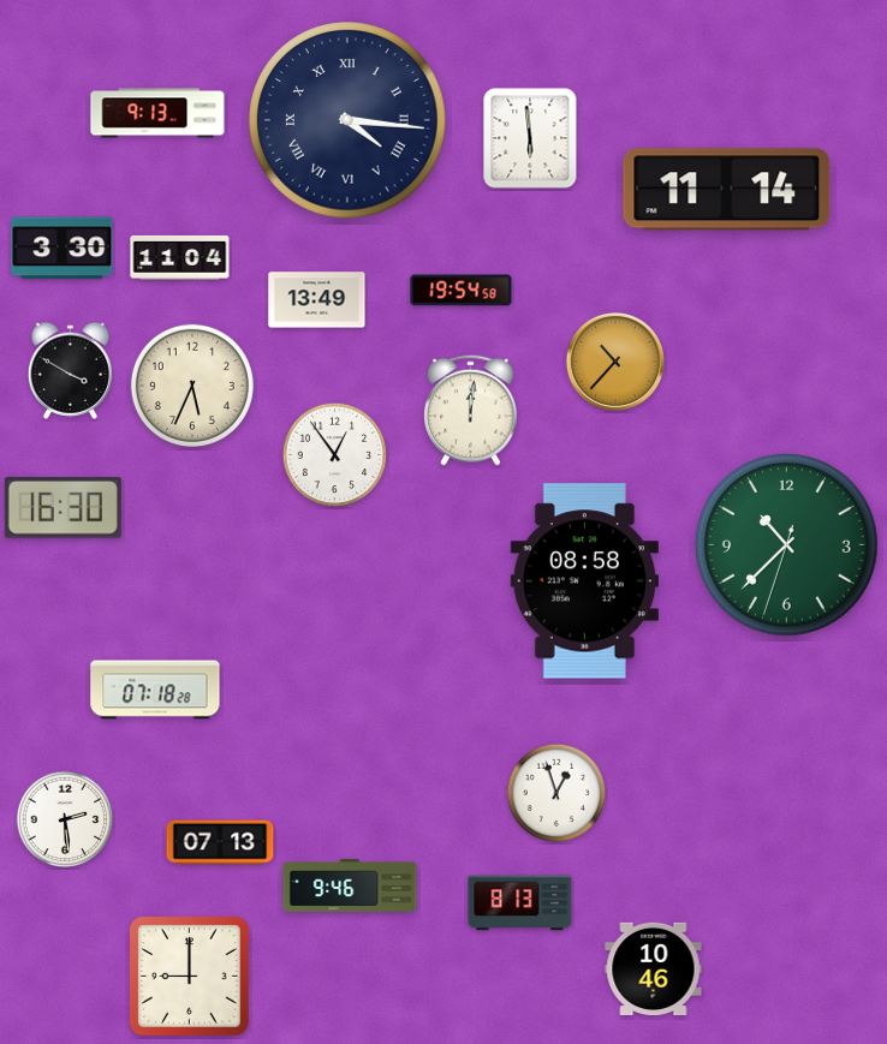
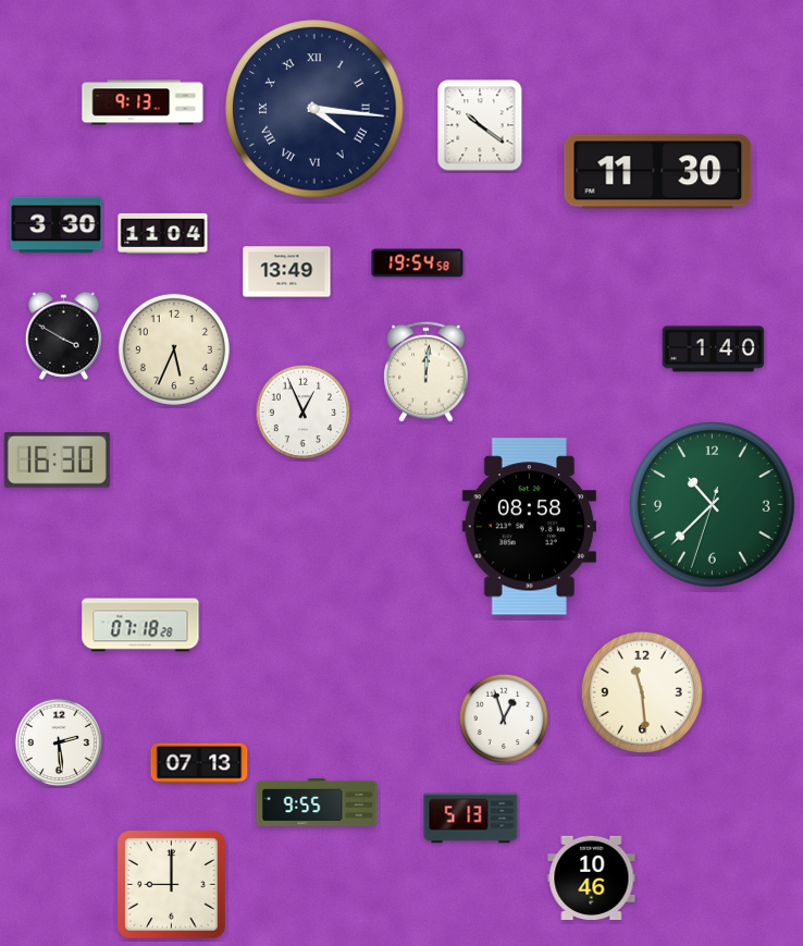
clock at (530, 138): 5:59 -> 10:21
clock at (727, 190): 11:14 -> 11:30
clock at (615, 362): 10:37 -> none
clock at (714, 349): none -> 1:40
clock at (335, 455): 12:54 -> 12:56
clock at (787, 545) position: (787, 545) -> (713, 505)
clock at (642, 692): none -> 11:29
clock at (350, 885): 9:46 -> 9:55
clock at (520, 903): 8:13 -> 5:13
